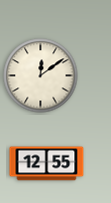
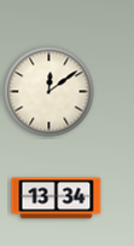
clock at (47, 164): 12:55 -> 13:34
